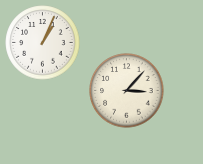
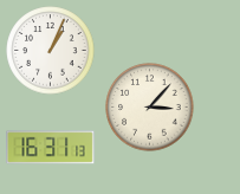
clock at (51, 148): none -> 16:31
